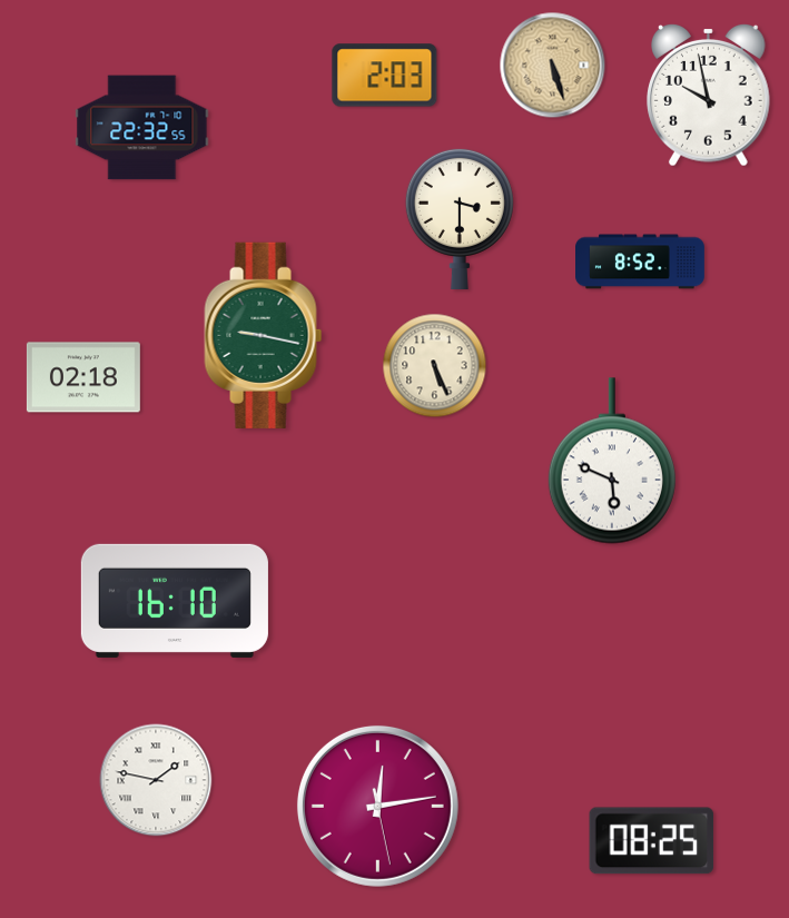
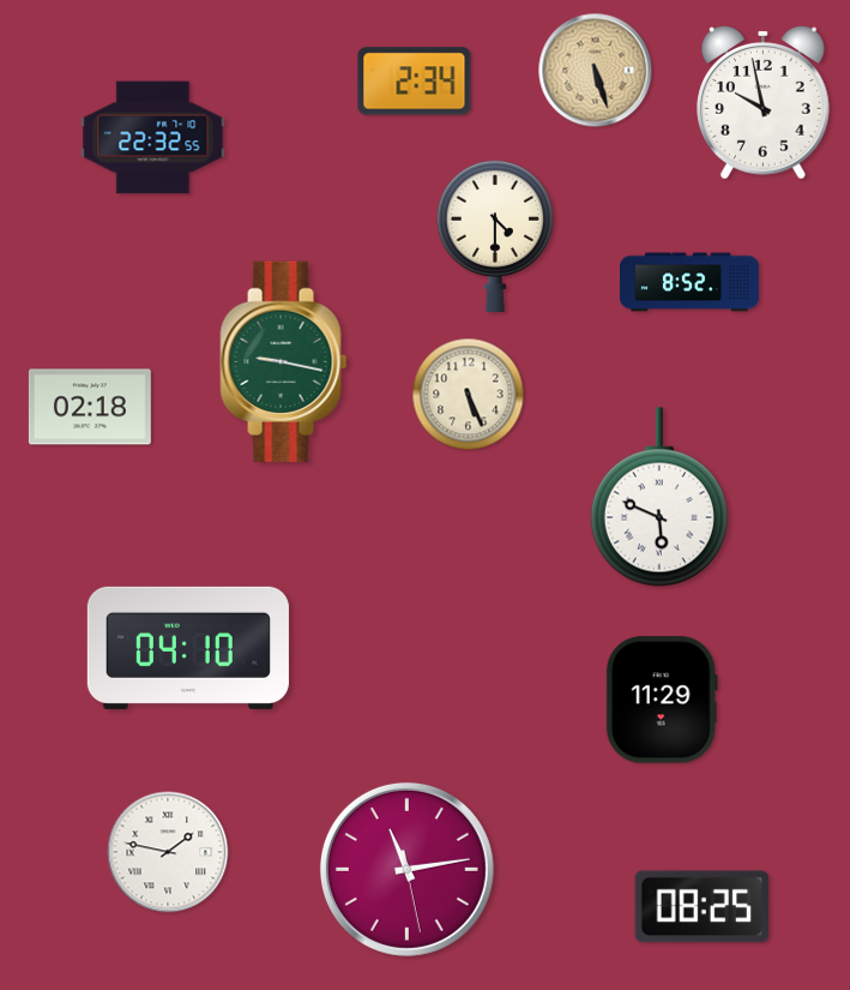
clock at (385, 76): 2:03 -> 2:34
clock at (460, 218): 3:30 -> 4:30
clock at (175, 601): 16:10 -> 04:10
clock at (662, 700): none -> 11:29
clock at (156, 780) position: (156, 780) -> (168, 852)
clock at (377, 806): 12:13 -> 11:13
